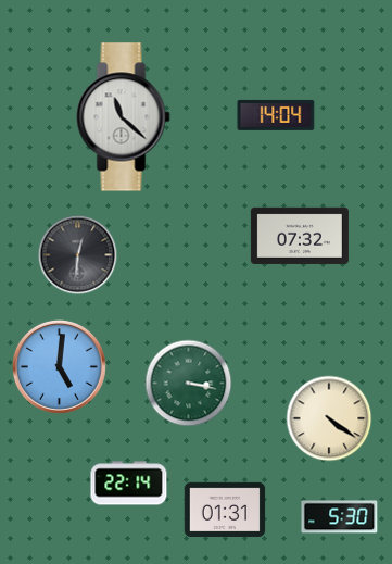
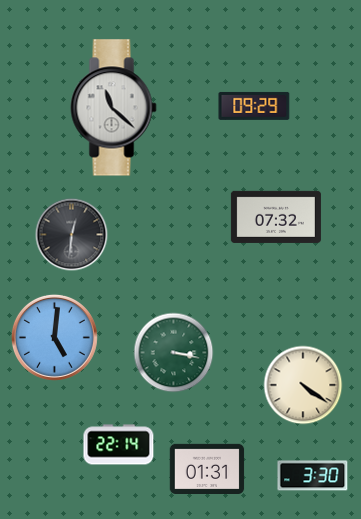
clock at (276, 115): 14:04 -> 09:29
clock at (340, 517): 5:30 -> 3:30
